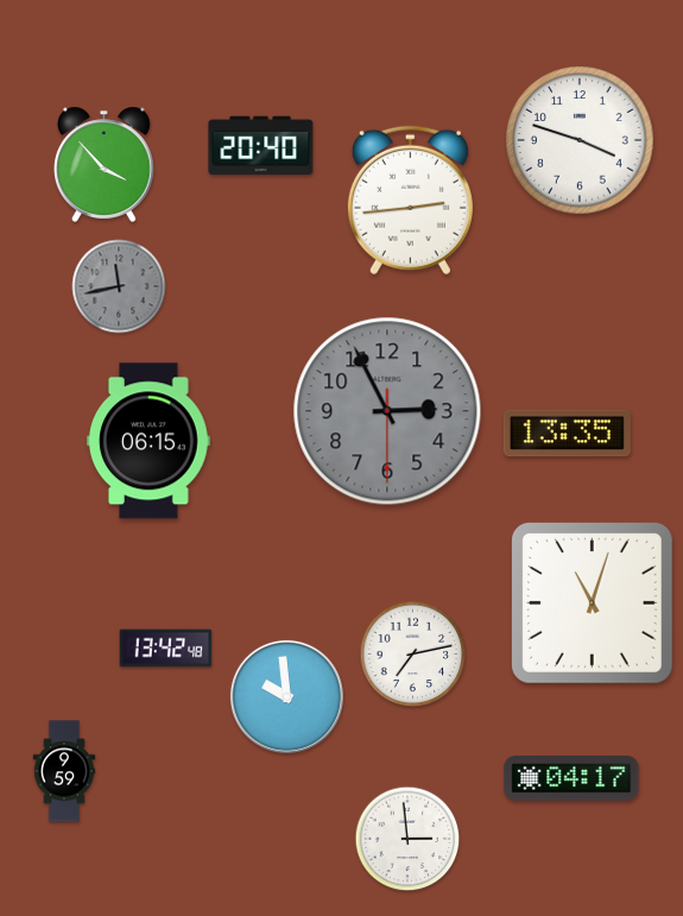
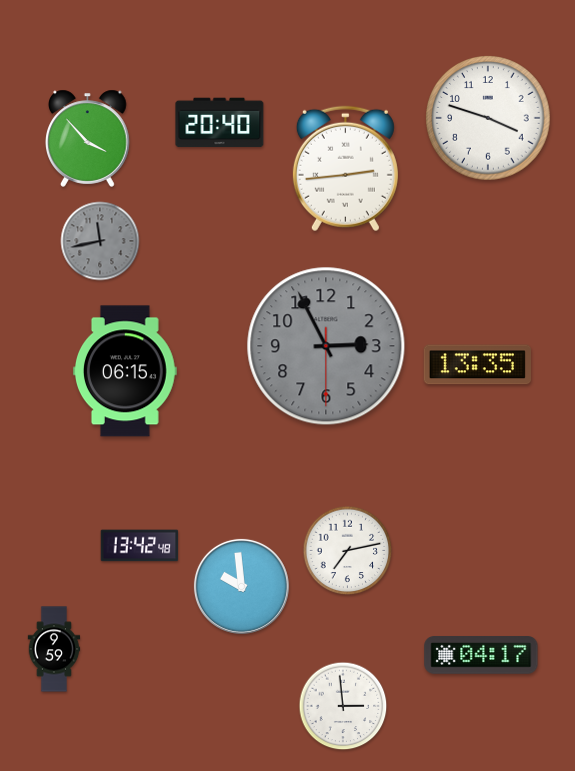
clock at (592, 602): 11:03 -> none
